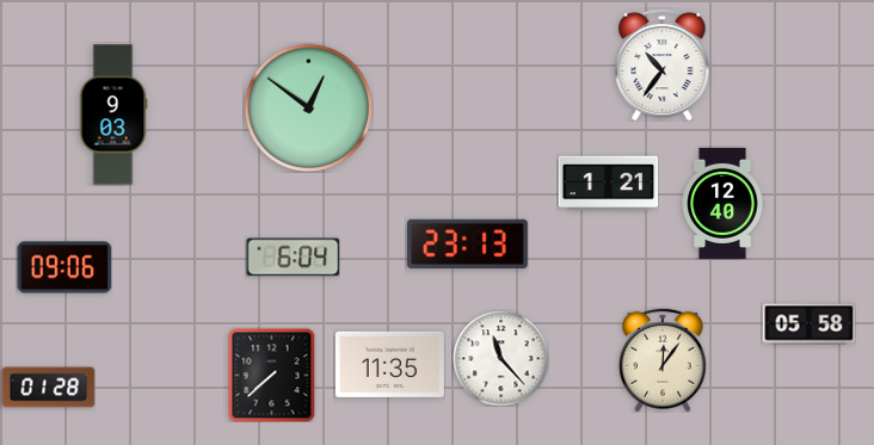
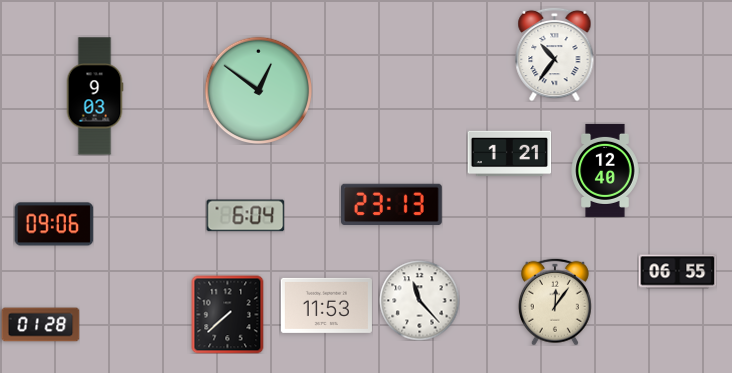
clock at (808, 325): 05:58 -> 06:55
clock at (389, 364): 11:35 -> 11:53
